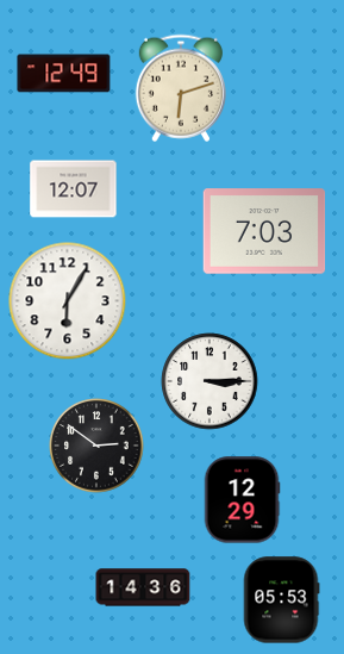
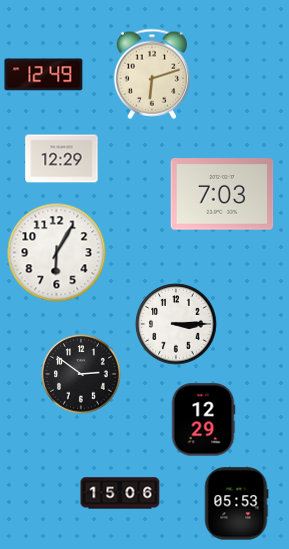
clock at (64, 74) position: (64, 74) -> (44, 75)
clock at (74, 189): 12:07 -> 12:29
clock at (209, 381) position: (209, 381) -> (176, 324)
clock at (143, 587): 14:36 -> 15:06
